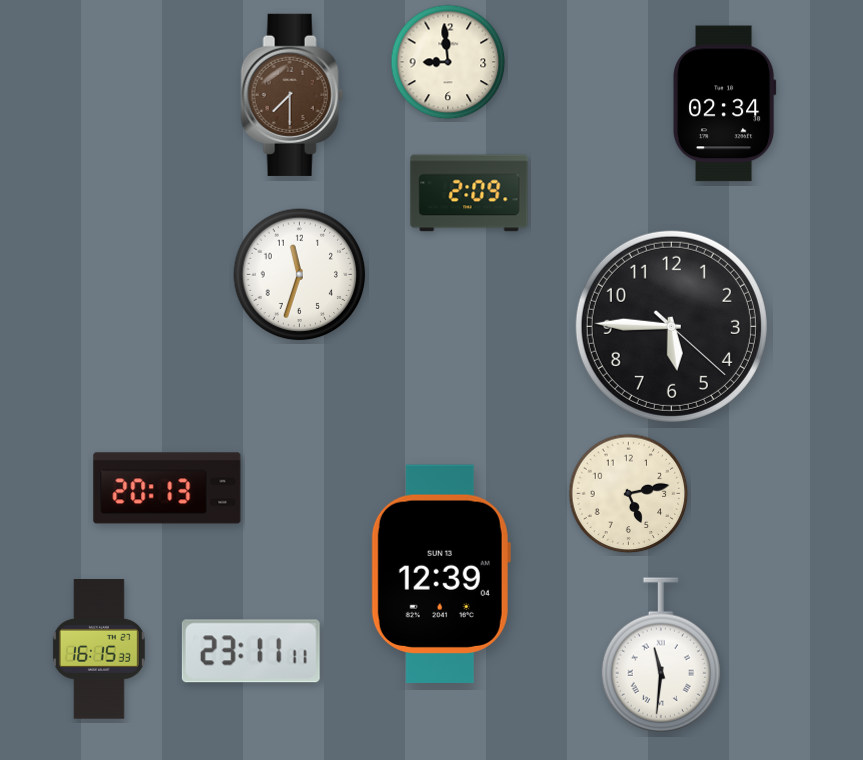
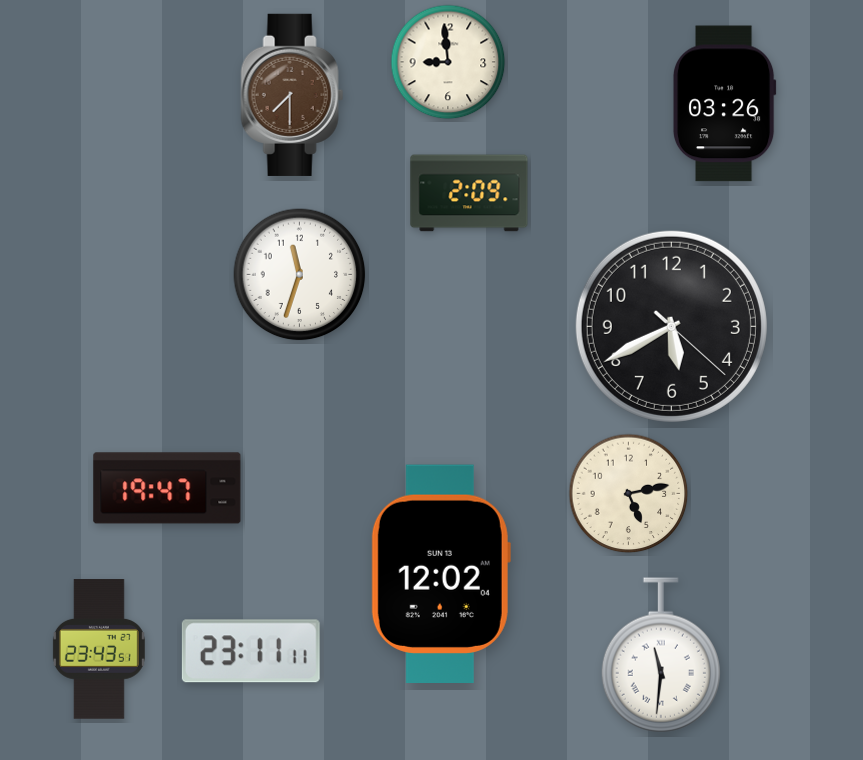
clock at (724, 104): 02:34 -> 03:26
clock at (671, 326): 5:45 -> 5:40
clock at (167, 488): 20:13 -> 19:47
clock at (441, 574): 12:39 -> 12:02
clock at (99, 649): 16:15 -> 23:43
